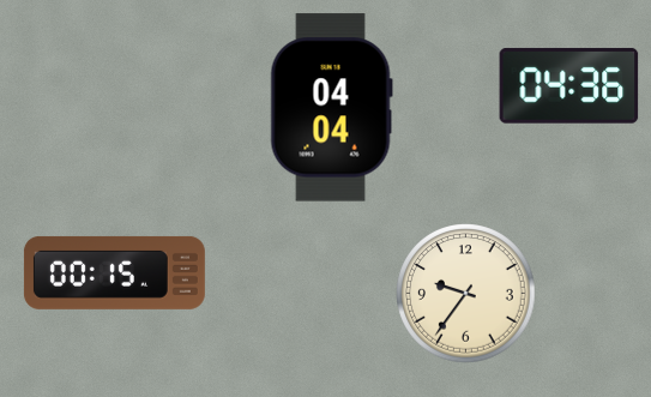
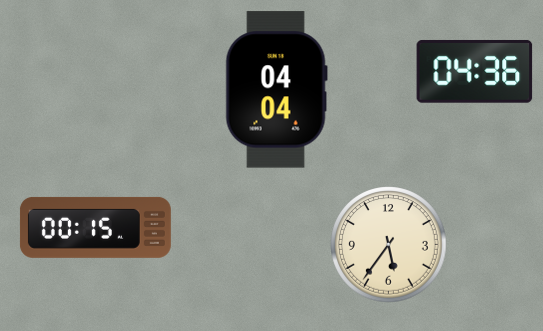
clock at (466, 294): 9:36 -> 5:36
